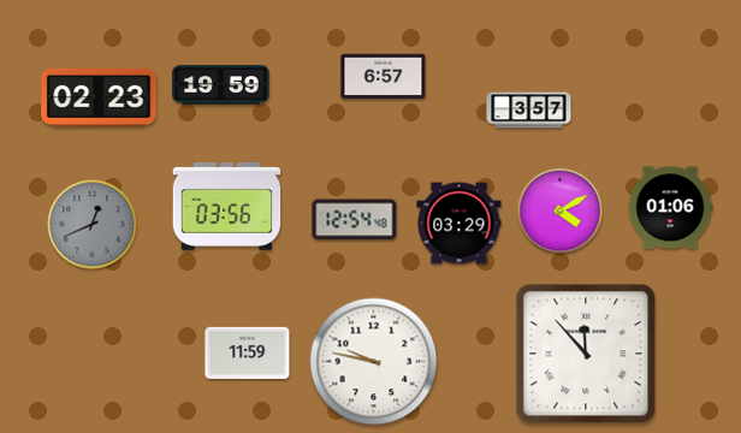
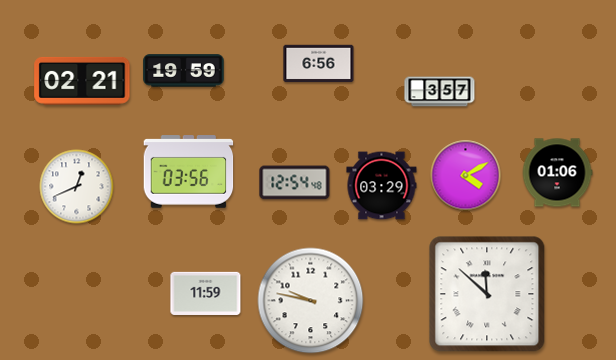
clock at (384, 77): 6:57 -> 6:56
clock at (99, 97): 02:23 -> 02:21
clock at (93, 225) dial: grey -> white
clock at (586, 354): 11:53 -> 11:52
